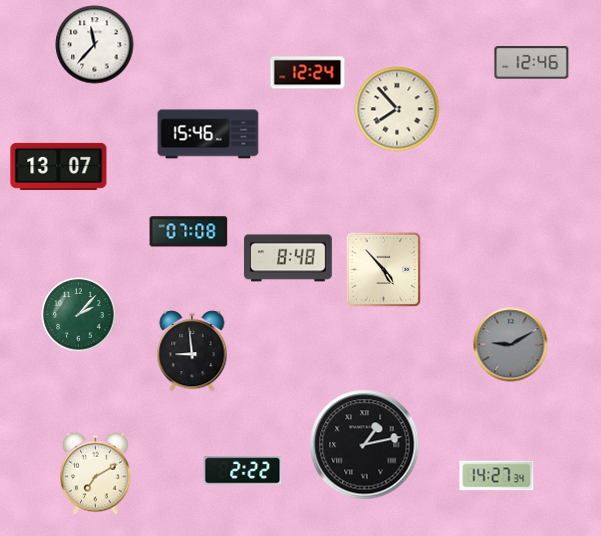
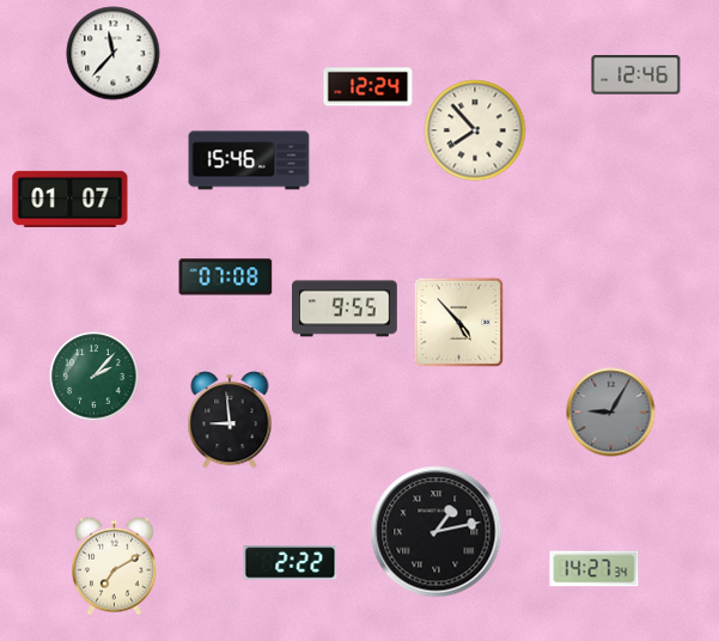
clock at (59, 166): 13:07 -> 01:07
clock at (289, 258): 8:48 -> 9:55
clock at (511, 345): 9:10 -> 9:05
